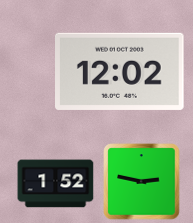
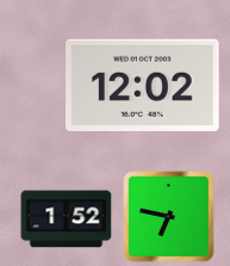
clock at (142, 182): 2:47 -> 6:47
